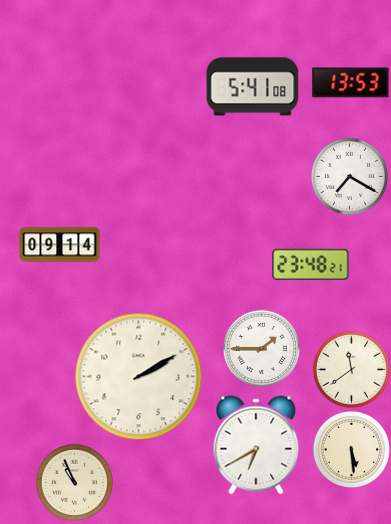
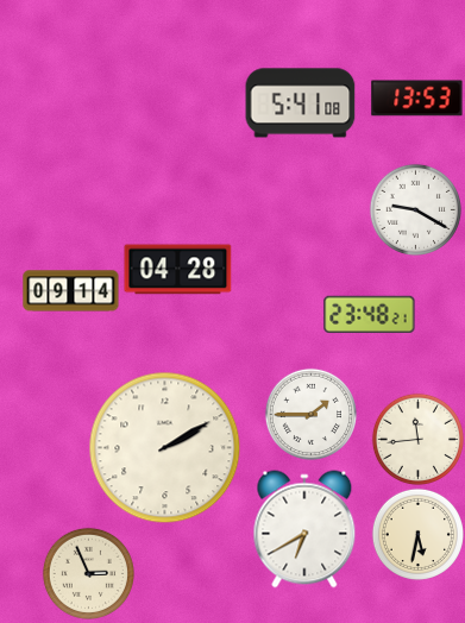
clock at (349, 176): 7:20 -> 9:20
clock at (178, 270): none -> 04:28
clock at (351, 369): 11:39 -> 11:44
clock at (351, 449): 5:29 -> 5:32
clock at (74, 482): 10:56 -> 2:56
